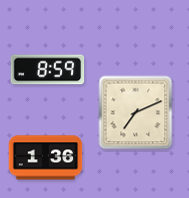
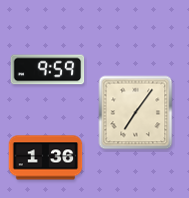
clock at (48, 70): 8:59 -> 9:59
clock at (136, 113): 7:11 -> 7:06
